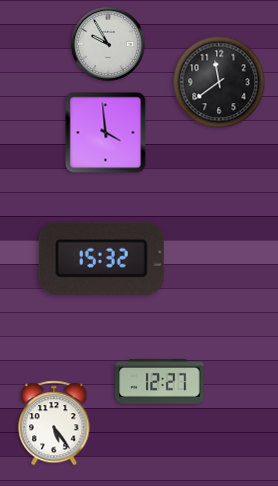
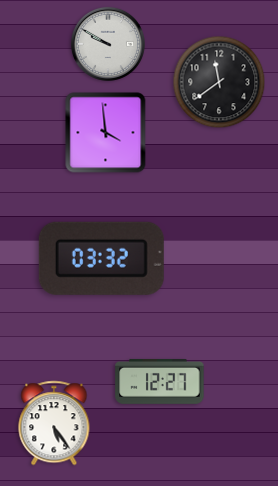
clock at (108, 44): 9:55 -> 9:50
clock at (101, 258): 15:32 -> 03:32
